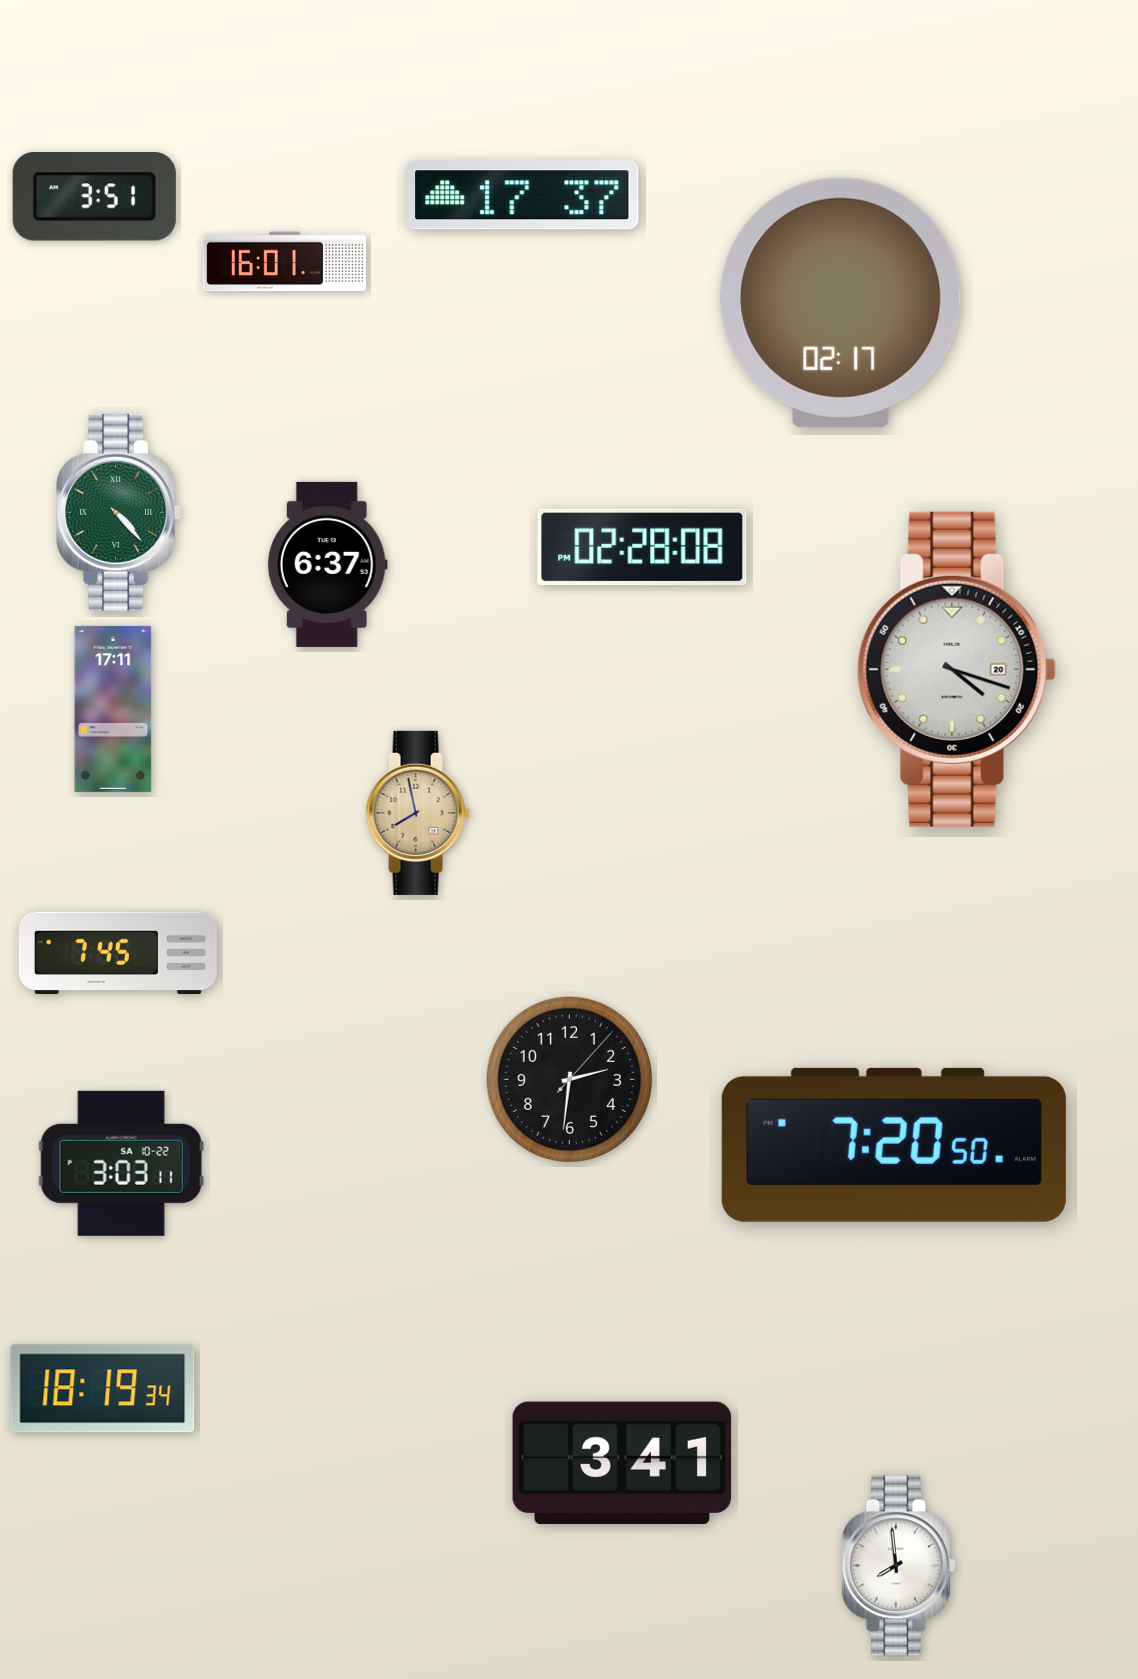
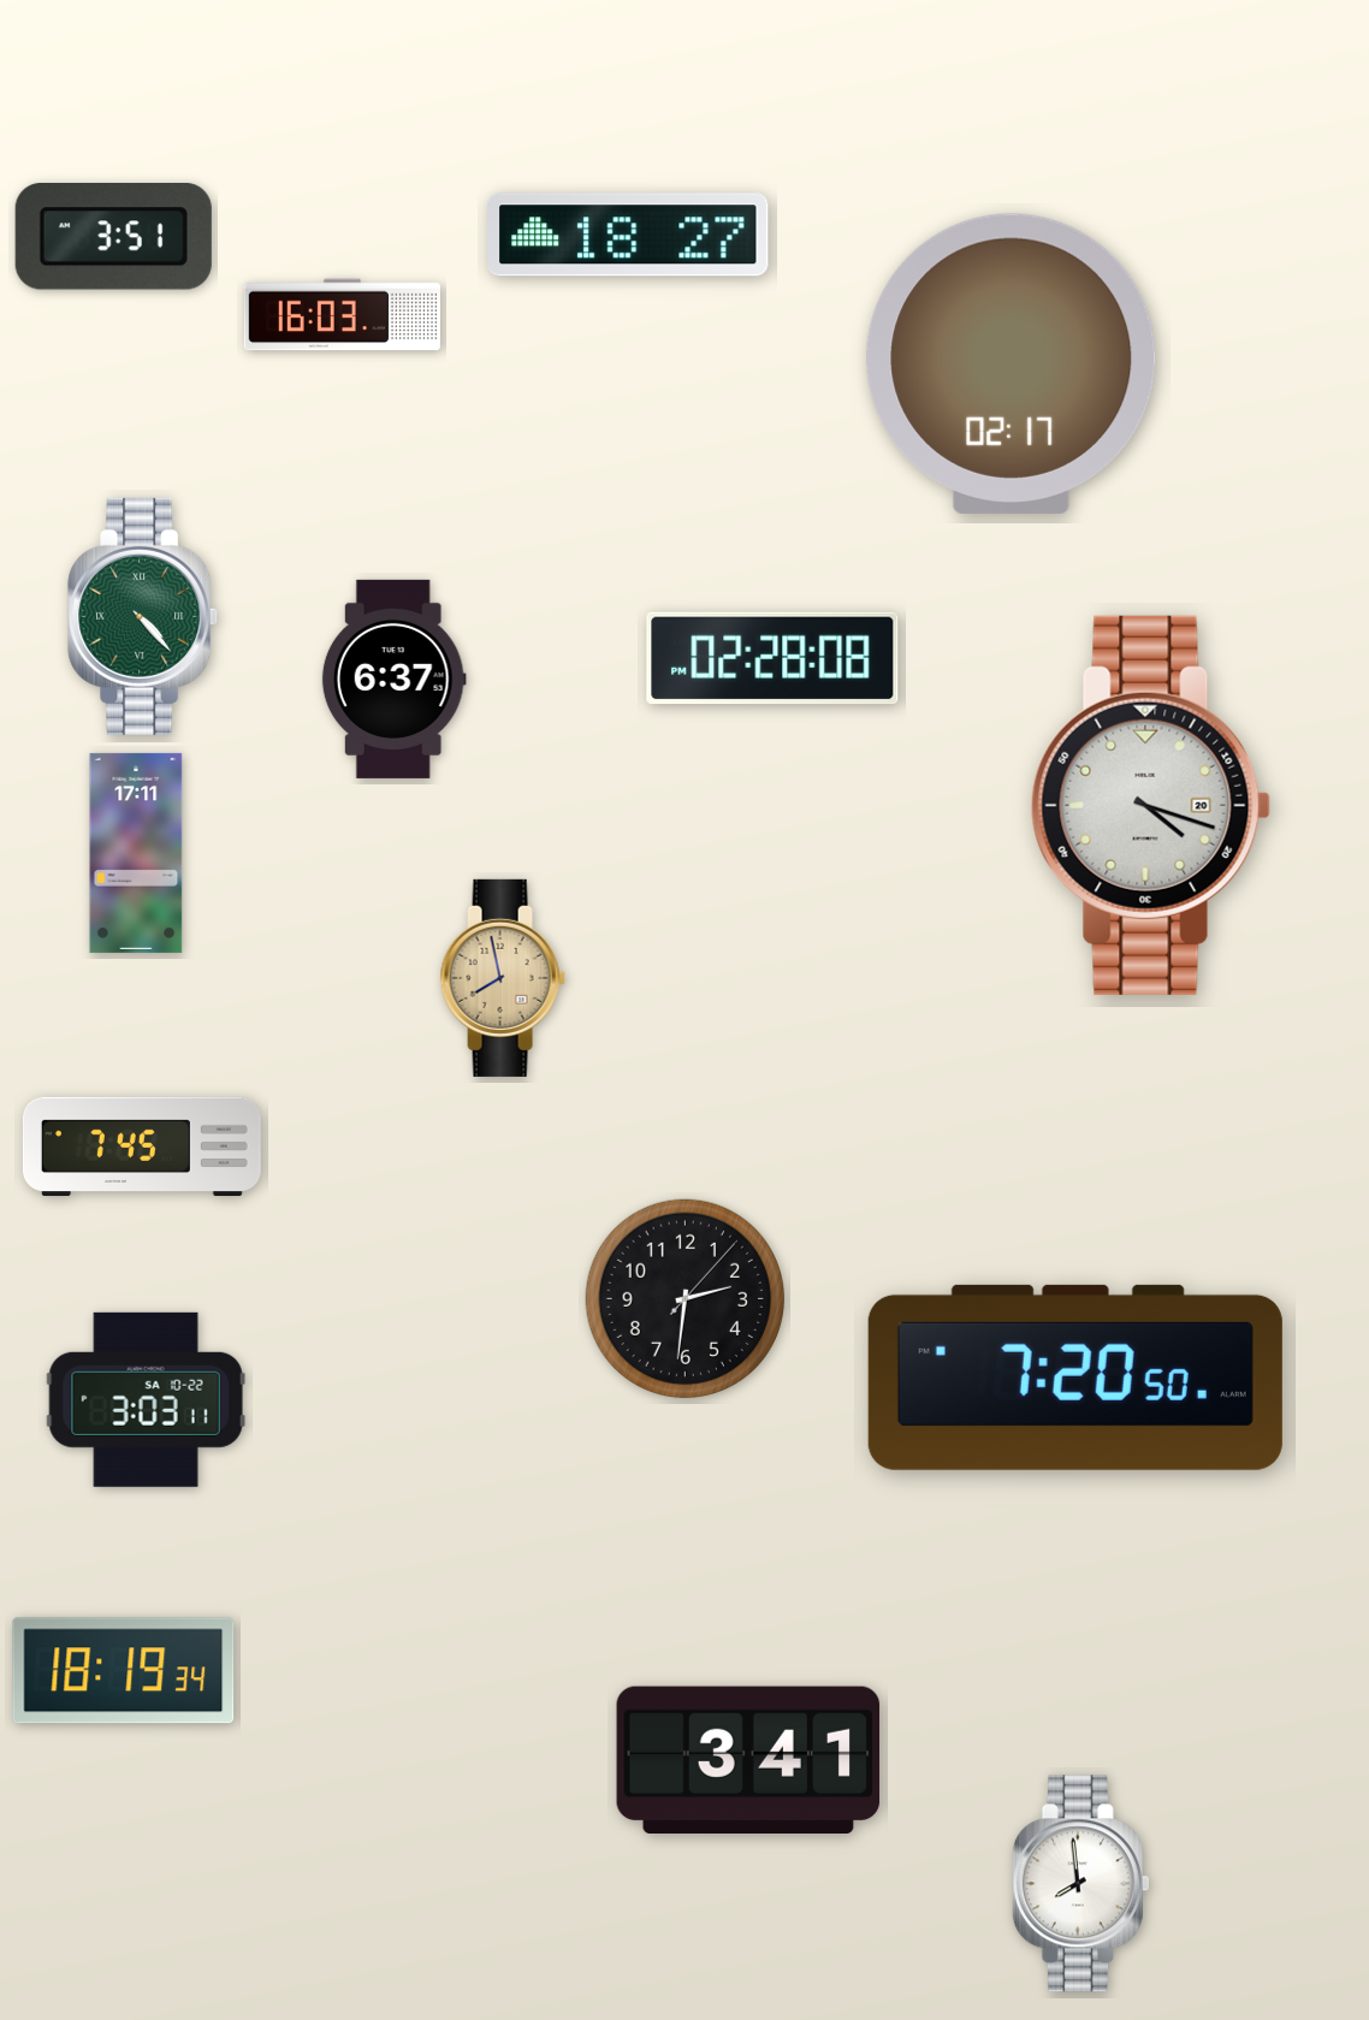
clock at (523, 195): 17:37 -> 18:27
clock at (284, 262): 16:01 -> 16:03
